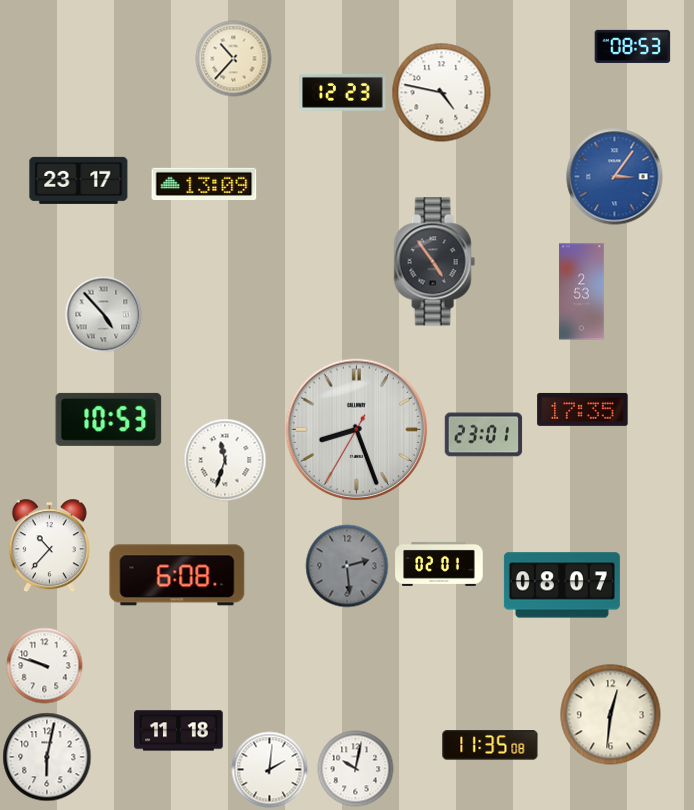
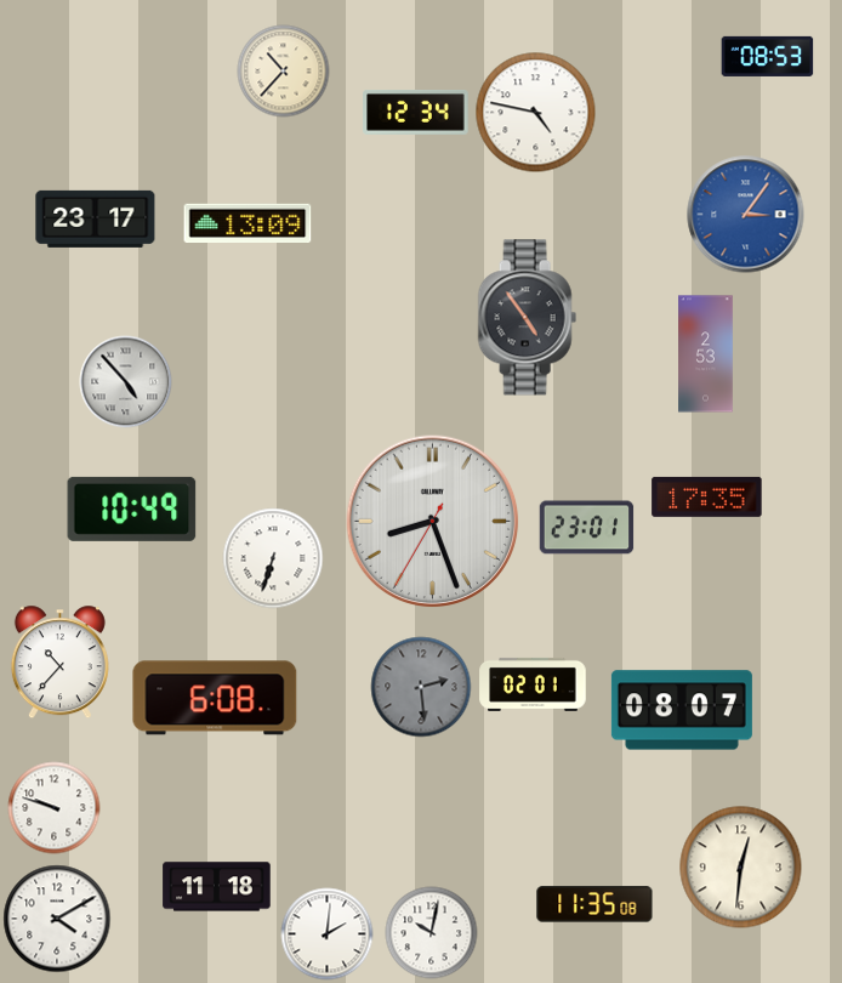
clock at (343, 92): 12:23 -> 12:34
clock at (109, 419): 10:53 -> 10:49
clock at (225, 460): 11:33 -> 6:33
clock at (47, 757): 6:02 -> 4:10
